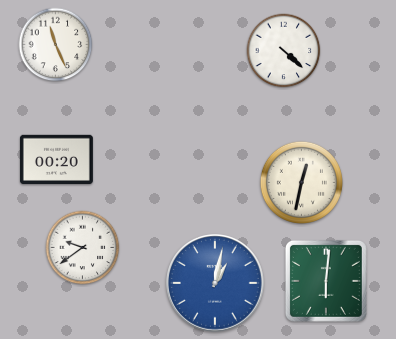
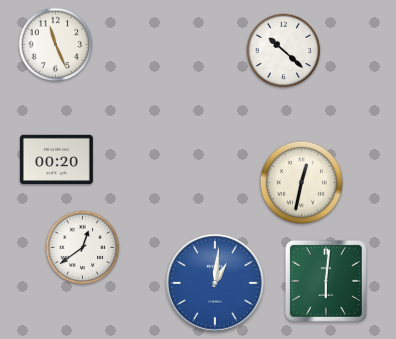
clock at (284, 51): 4:22 -> 10:22
clock at (83, 248): 9:39 -> 12:39
clock at (216, 284): 1:02 -> 1:01
